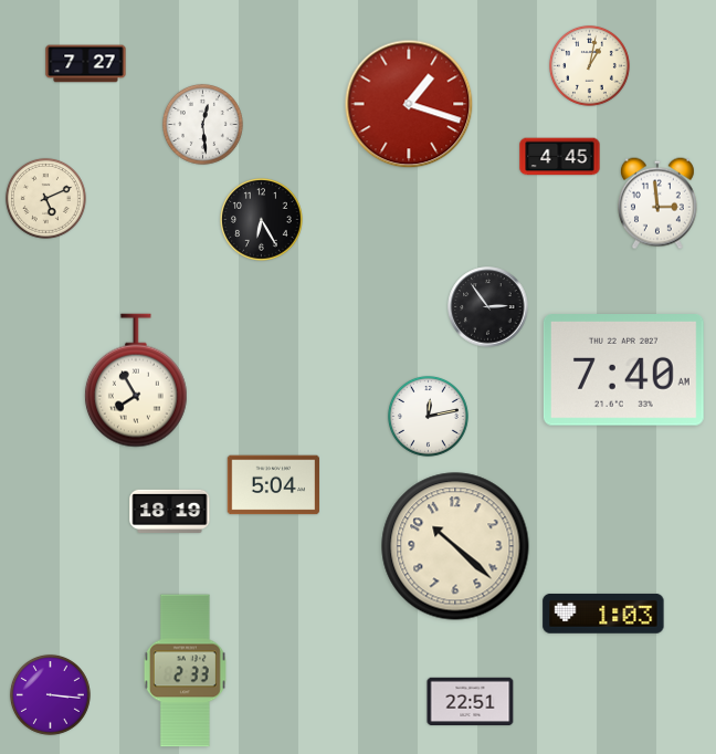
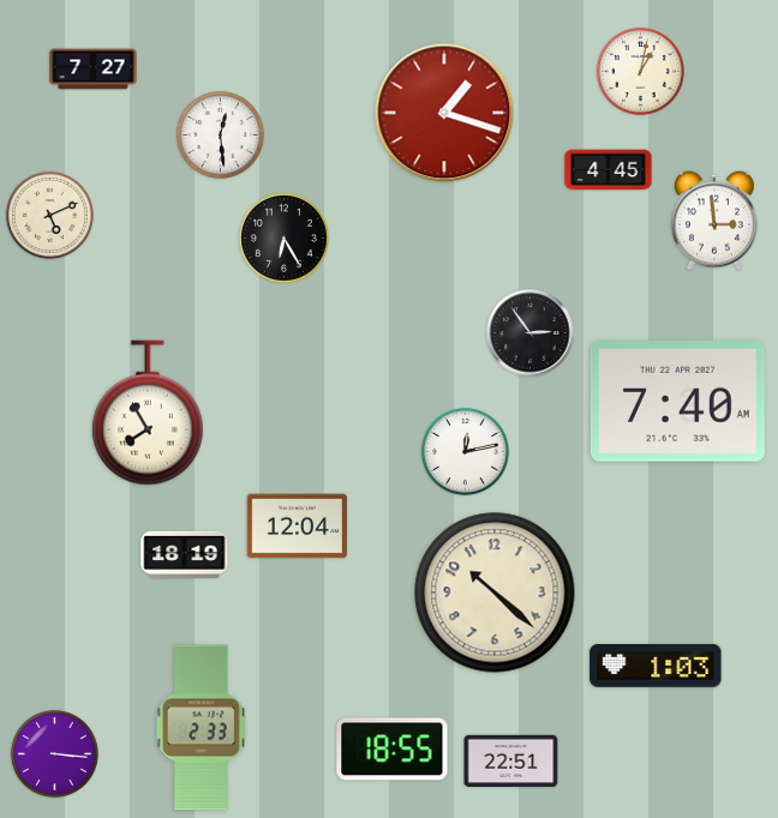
clock at (274, 485): 5:04 -> 12:04
clock at (393, 750): none -> 18:55
